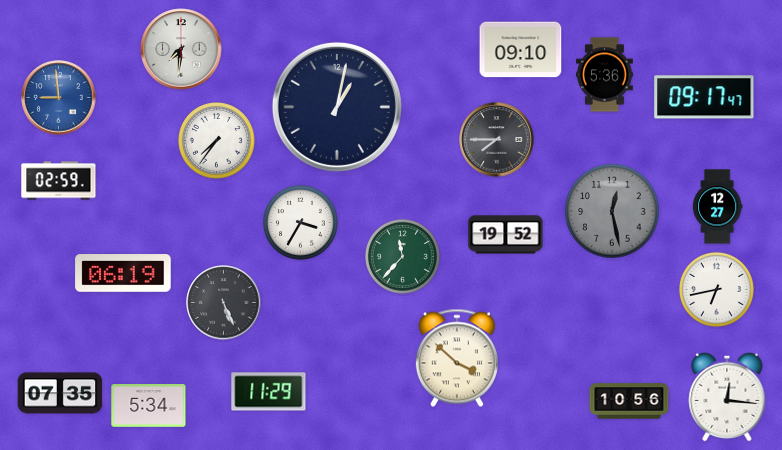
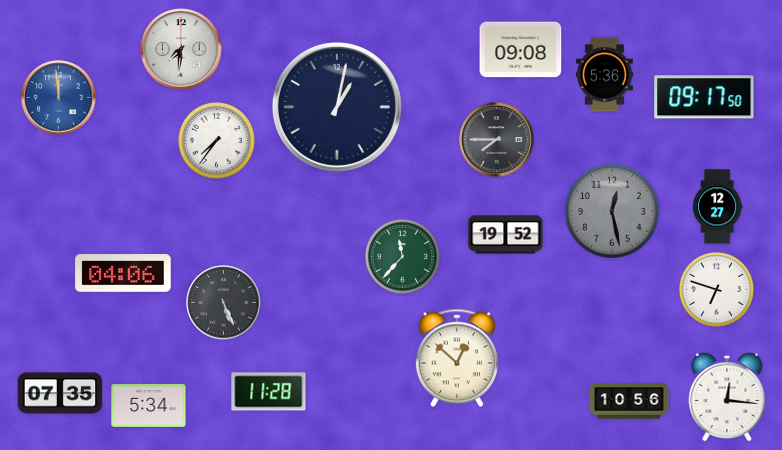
clock at (521, 50): 09:10 -> 09:08
clock at (704, 97): 09:17:47 -> 09:17:50
clock at (59, 98): 8:59 -> 11:59
clock at (59, 181): 02:59 -> none
clock at (300, 222): 3:35 -> none
clock at (123, 273): 06:19 -> 04:06
clock at (716, 289): 6:43 -> 6:48
clock at (457, 358): 3:52 -> 12:52
clock at (269, 392): 11:29 -> 11:28
